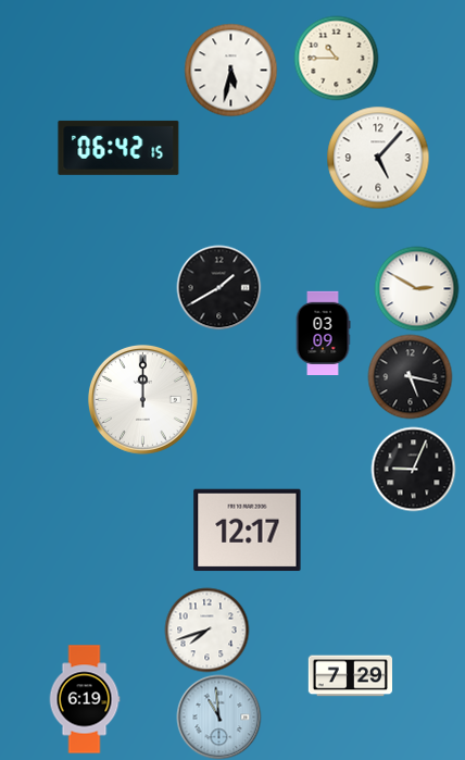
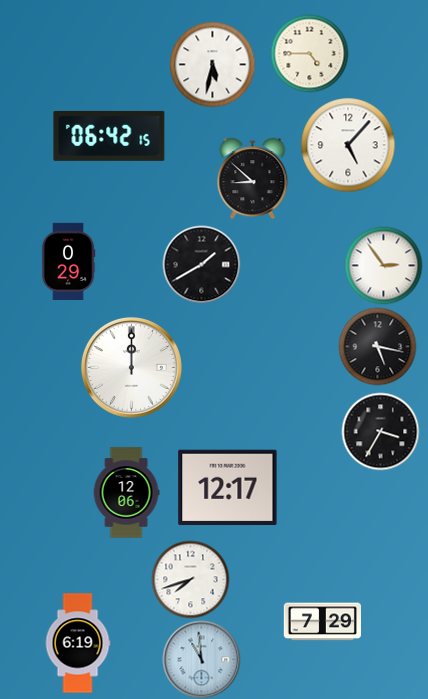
clock at (336, 58): 10:45 -> 4:45
clock at (253, 178): none -> 8:52
clock at (68, 261): none -> 0:29
clock at (416, 288): 2:50 -> 2:54
clock at (323, 333): 03:09 -> none
clock at (413, 469): 9:04 -> 3:35
clock at (126, 493): none -> 12:06
